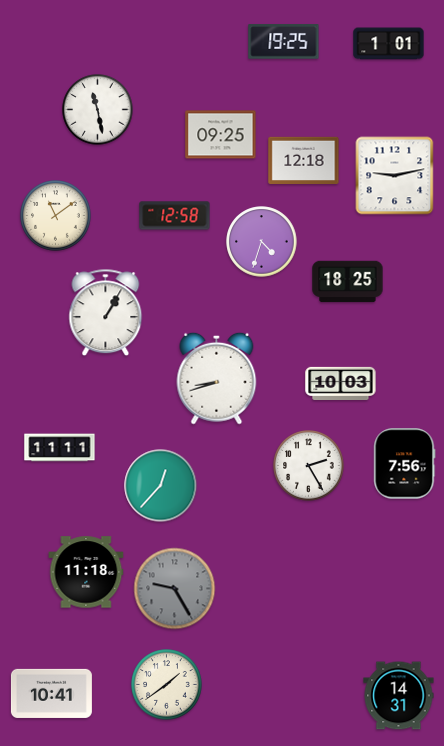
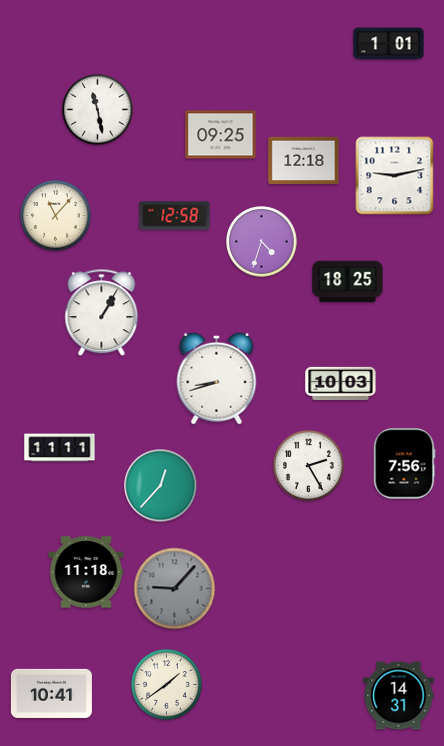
clock at (284, 42): 19:25 -> none
clock at (56, 216): 11:09 -> 11:07
clock at (106, 313) position: (106, 313) -> (102, 313)
clock at (175, 589): 9:25 -> 9:07
